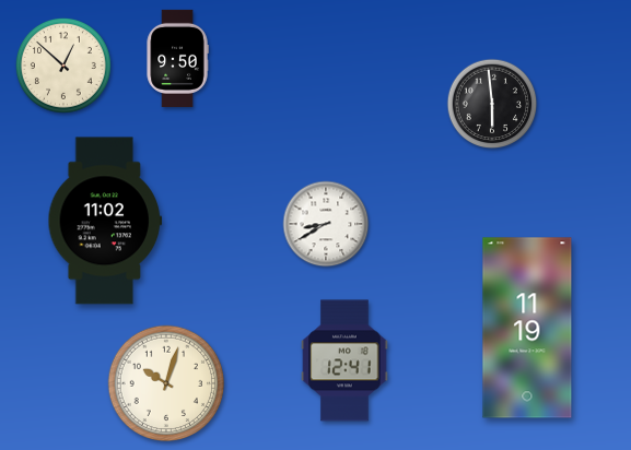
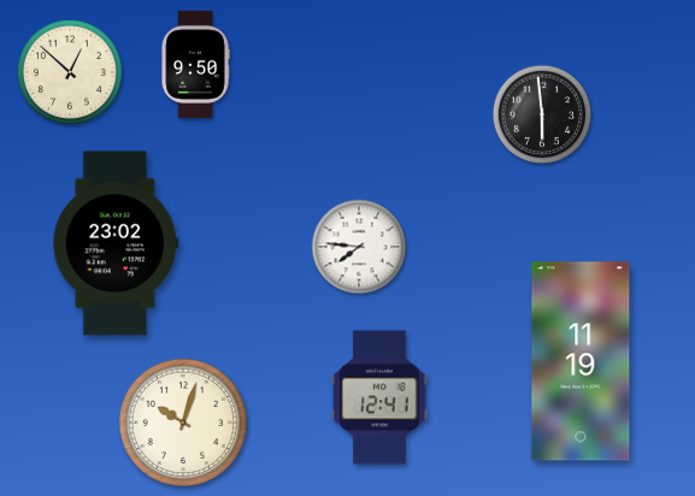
clock at (105, 221): 11:02 -> 23:02
clock at (326, 224): 8:40 -> 7:46
